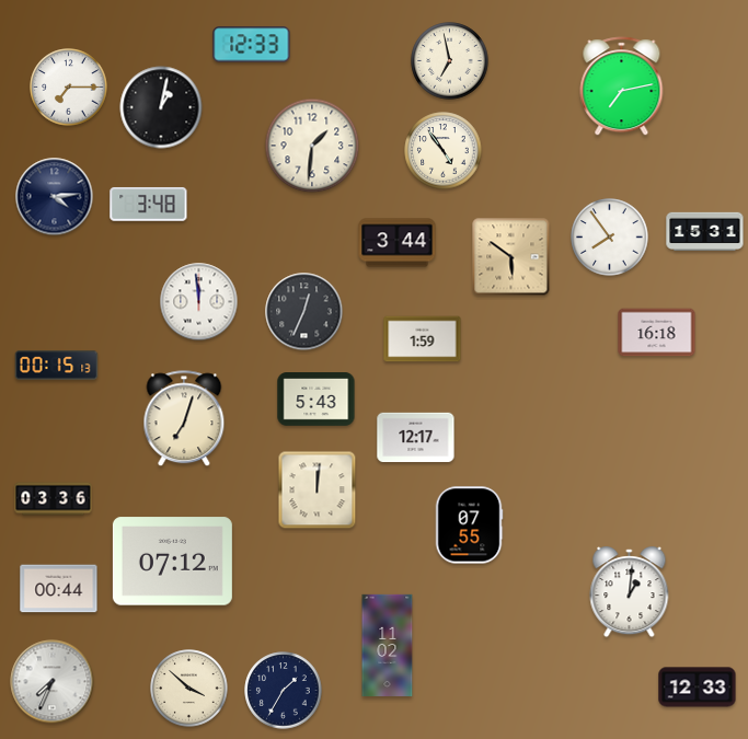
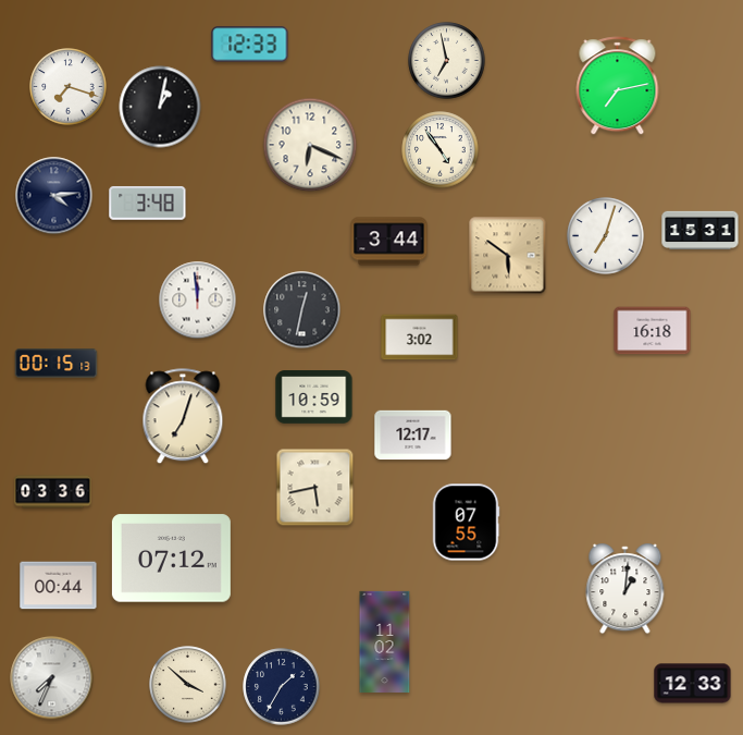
clock at (69, 88): 7:15 -> 7:18
clock at (312, 146): 1:31 -> 6:19
clock at (610, 238): 7:54 -> 7:03
clock at (398, 243) position: (398, 243) -> (389, 242)
clock at (304, 312): 12:34 -> 12:32
clock at (423, 339): 1:59 -> 3:02
clock at (317, 400): 5:43 -> 10:59
clock at (318, 490): 12:01 -> 5:43
clock at (54, 499) position: (54, 499) -> (53, 492)
